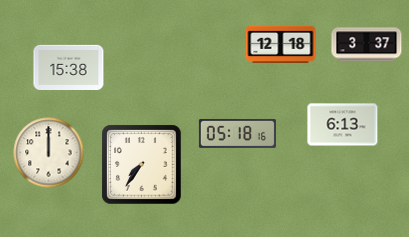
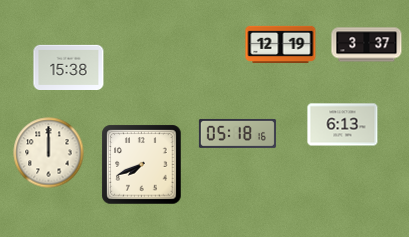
clock at (281, 44): 12:18 -> 12:19
clock at (142, 165): 7:36 -> 7:41
